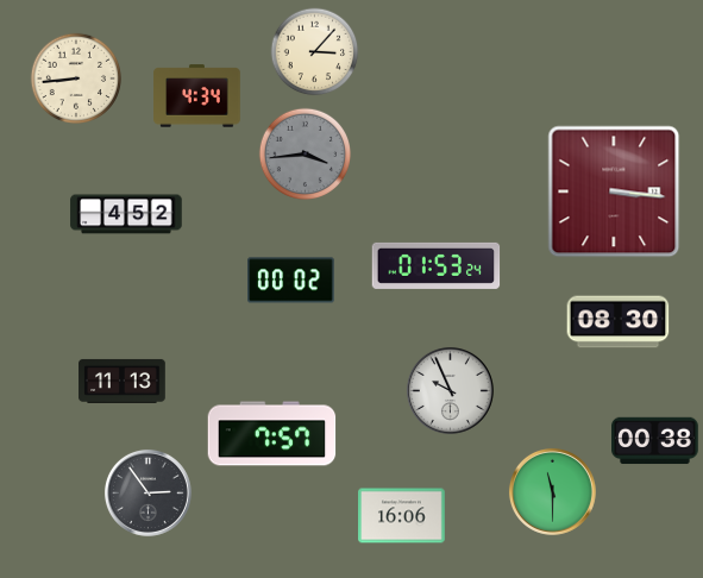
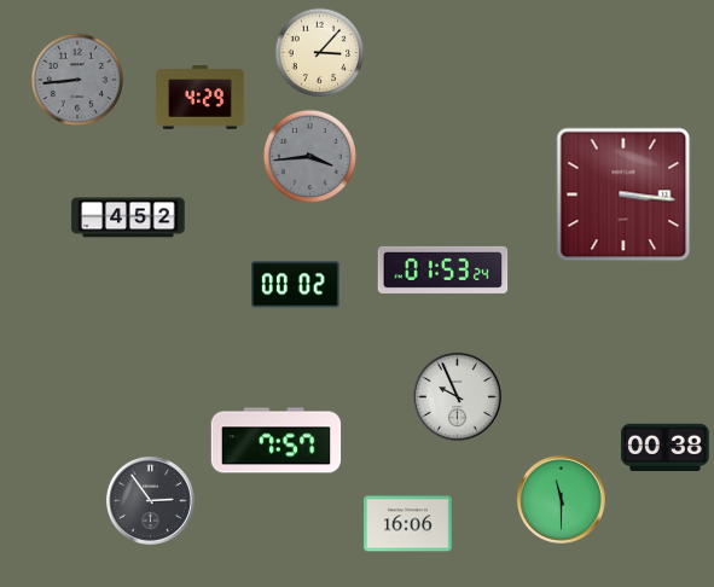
clock at (75, 77) dial: cream -> grey
clock at (197, 96): 4:34 -> 4:29
clock at (619, 322): 08:30 -> none
clock at (123, 381): 11:13 -> none
